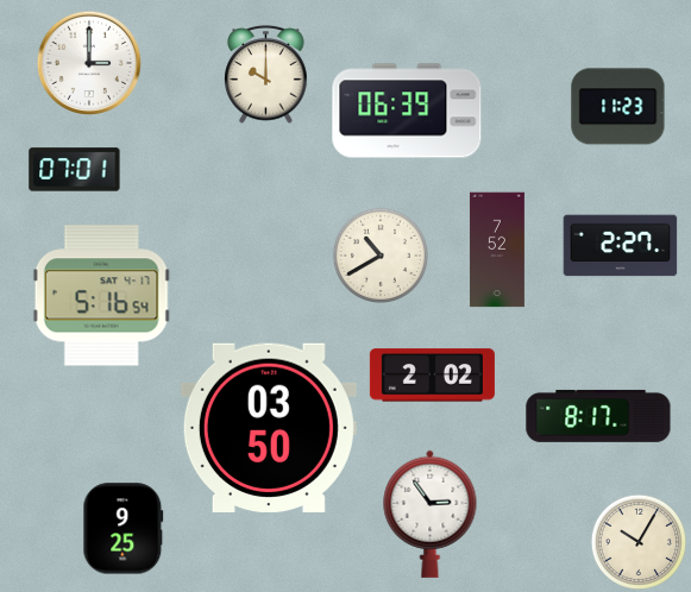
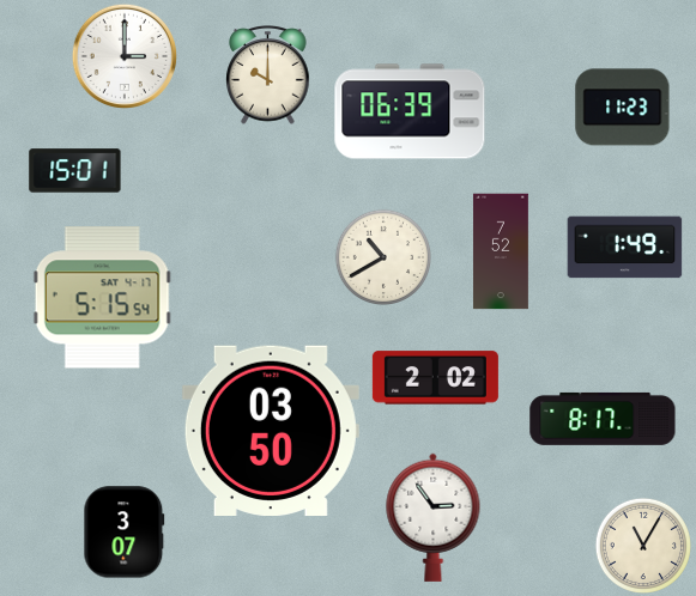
clock at (88, 62) position: (88, 62) -> (123, 55)
clock at (75, 170): 07:01 -> 15:01
clock at (621, 246): 2:27 -> 1:49
clock at (101, 296): 5:16 -> 5:15
clock at (124, 529): 9:25 -> 3:07
clock at (637, 541): 10:05 -> 11:05
